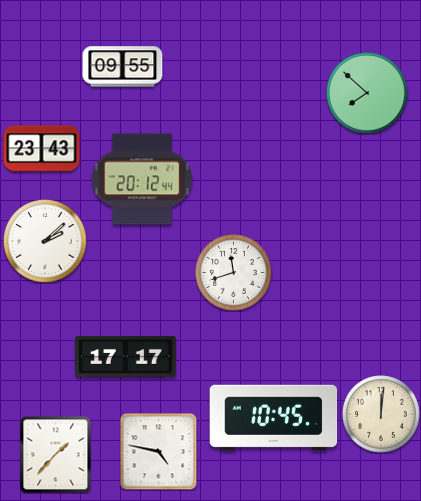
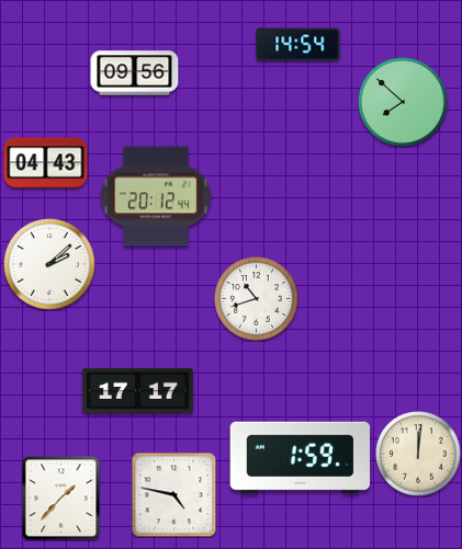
clock at (298, 45): none -> 14:54
clock at (123, 67): 09:55 -> 09:56
clock at (42, 149): 23:43 -> 04:43
clock at (234, 273): 11:42 -> 10:42
clock at (274, 417): 10:45 -> 1:59
